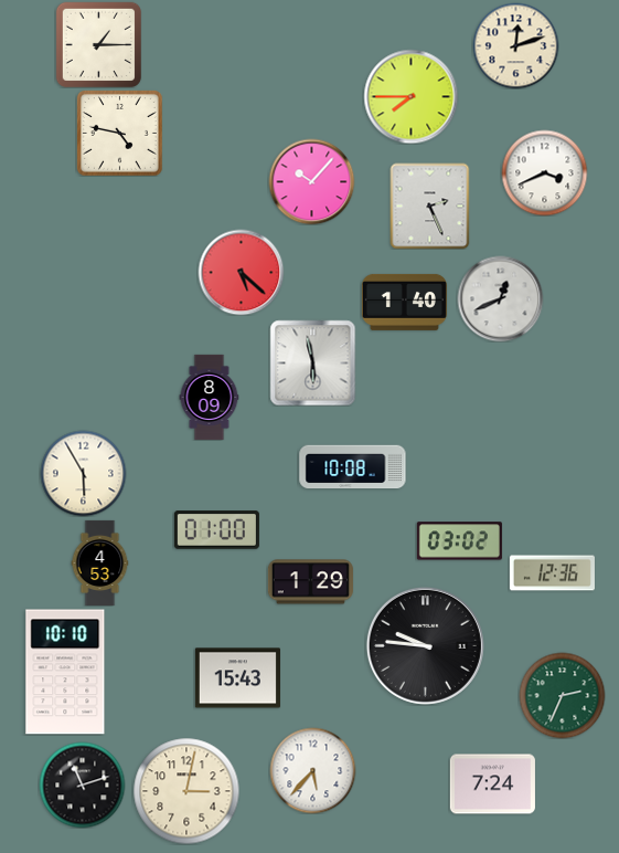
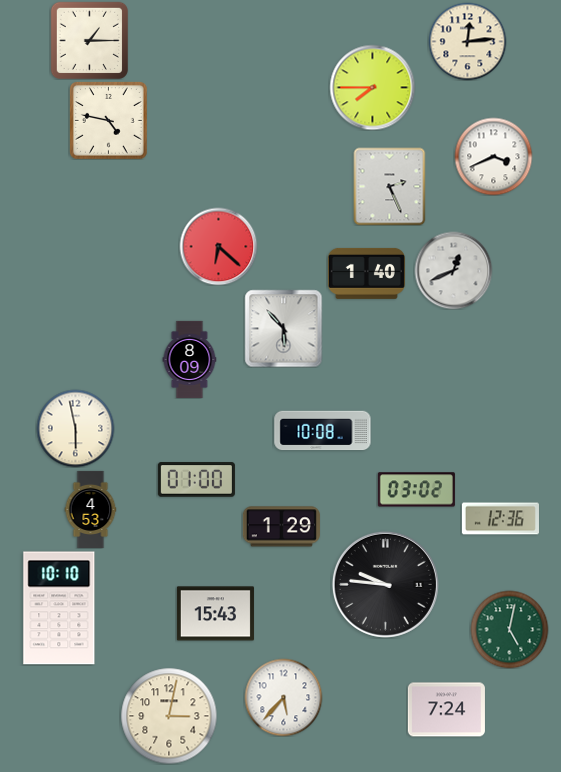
clock at (515, 45): 12:12 -> 12:14
clock at (311, 181): 10:07 -> none
clock at (241, 272): 5:22 -> 6:22
clock at (312, 362): 5:58 -> 5:53
clock at (353, 467) position: (353, 467) -> (323, 431)
clock at (83, 473): 5:55 -> 5:58
clock at (562, 695): 2:34 -> 5:02
clock at (82, 784): 11:12 -> none
